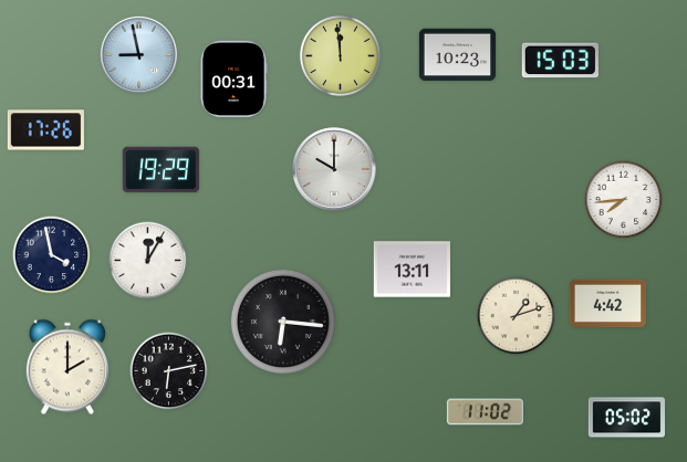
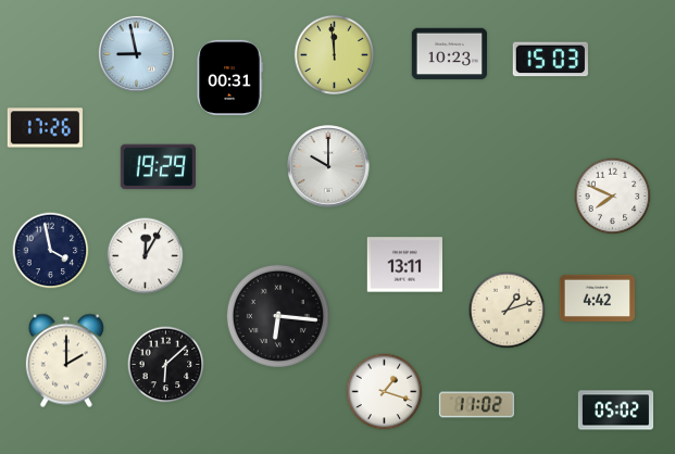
clock at (624, 200): 7:44 -> 7:49
clock at (169, 371): 6:13 -> 6:08
clock at (385, 392): none -> 1:18
